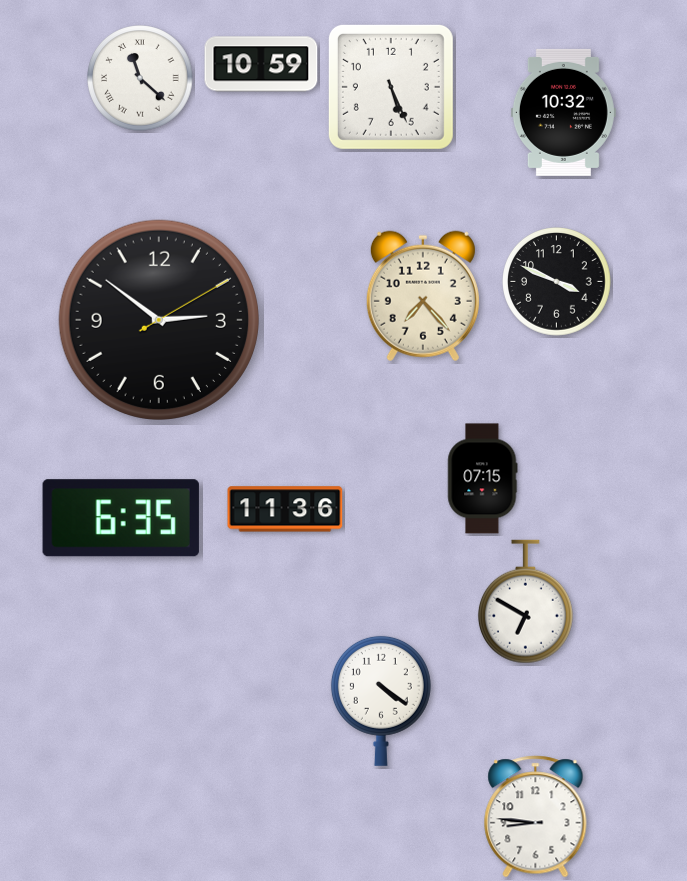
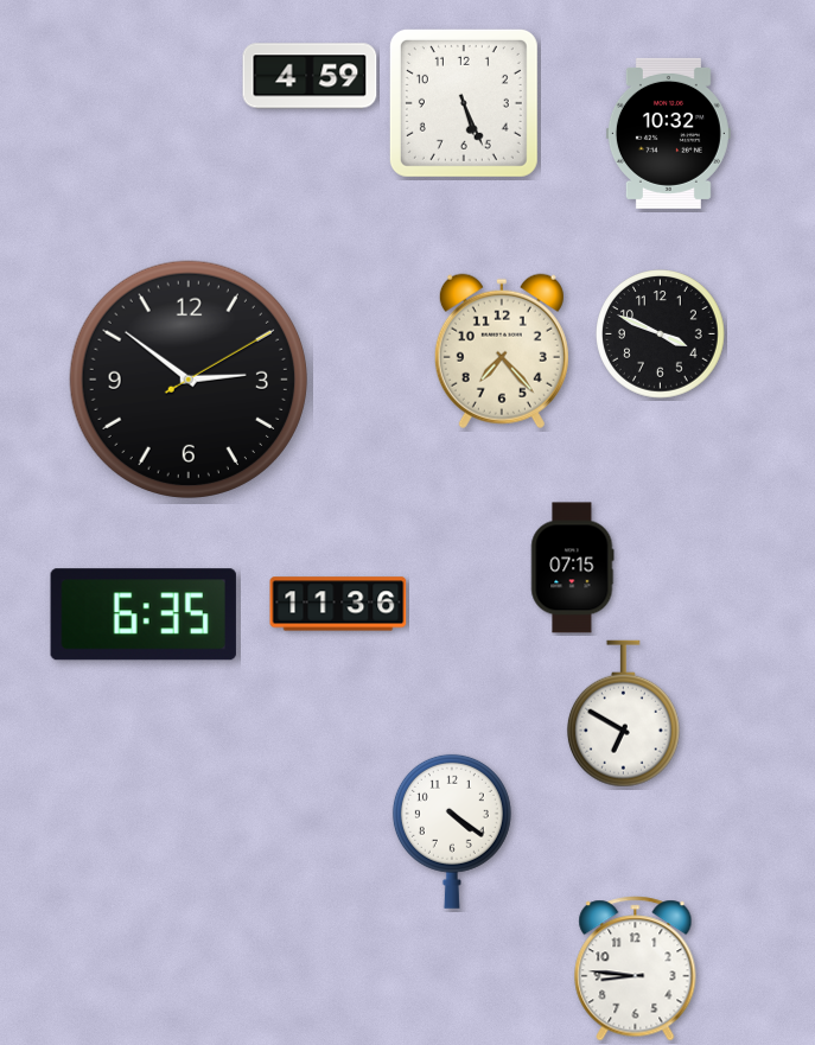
clock at (261, 64): 10:59 -> 4:59
clock at (140, 78): 11:22 -> none
